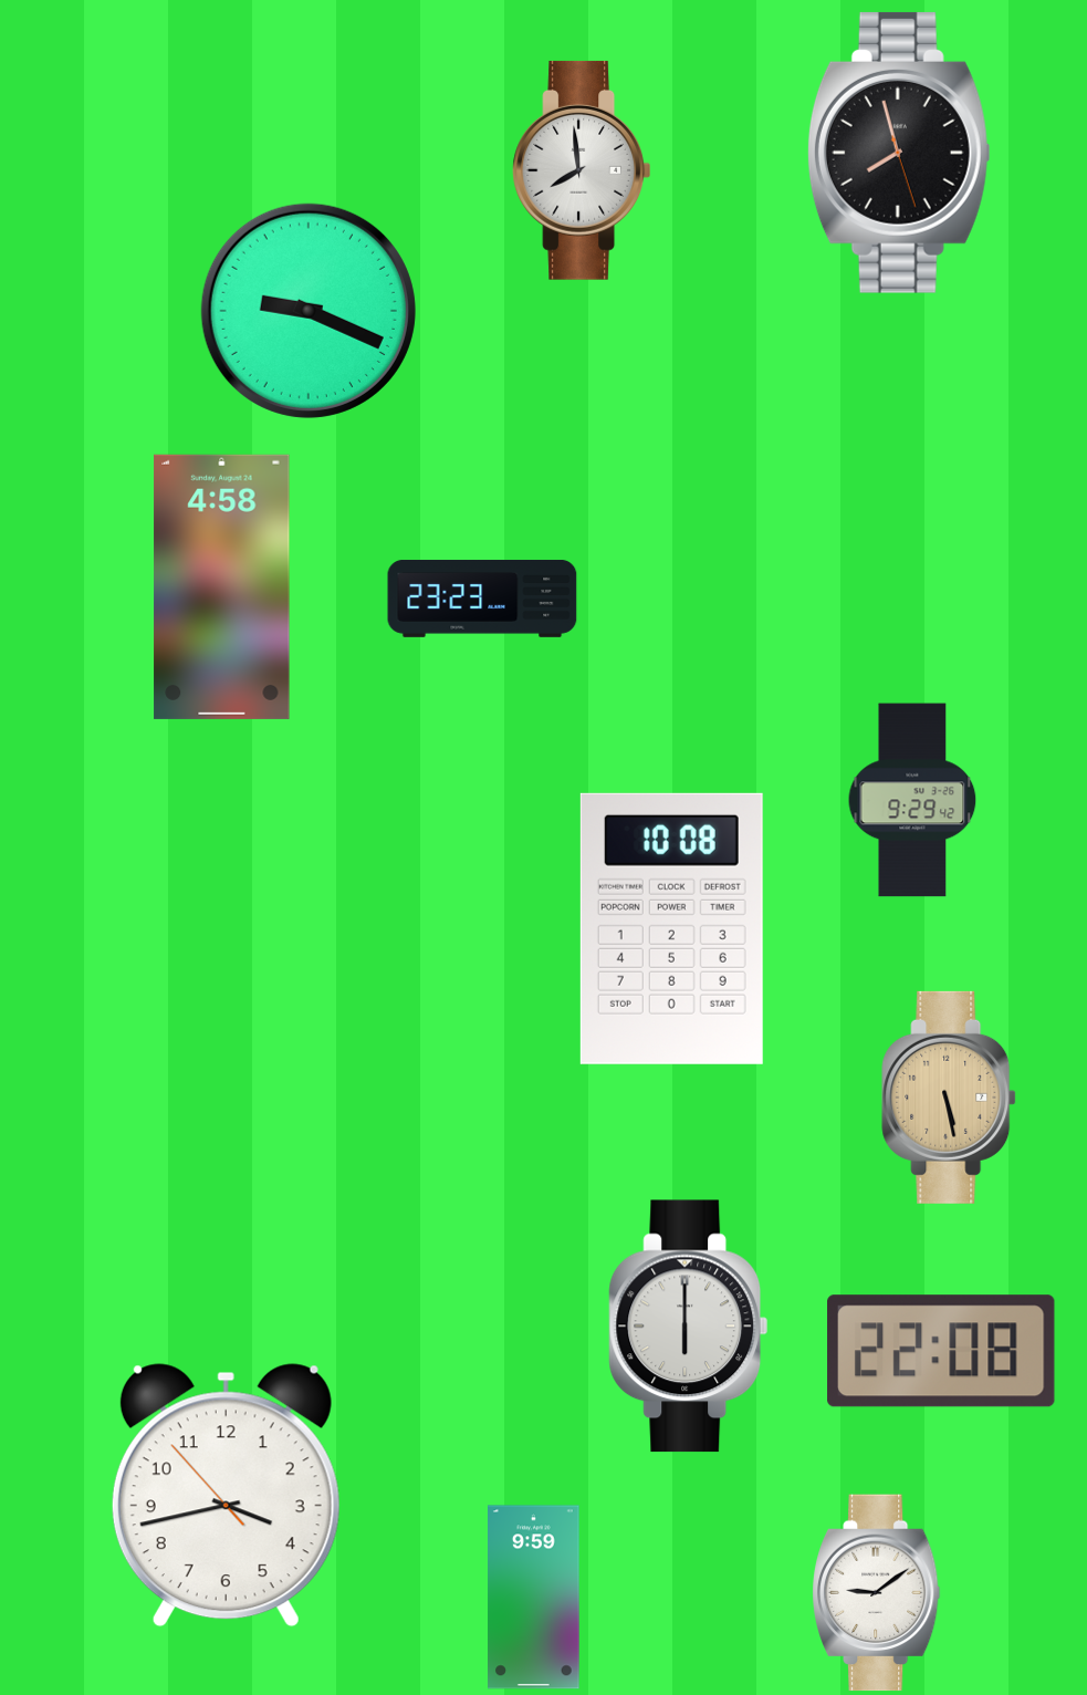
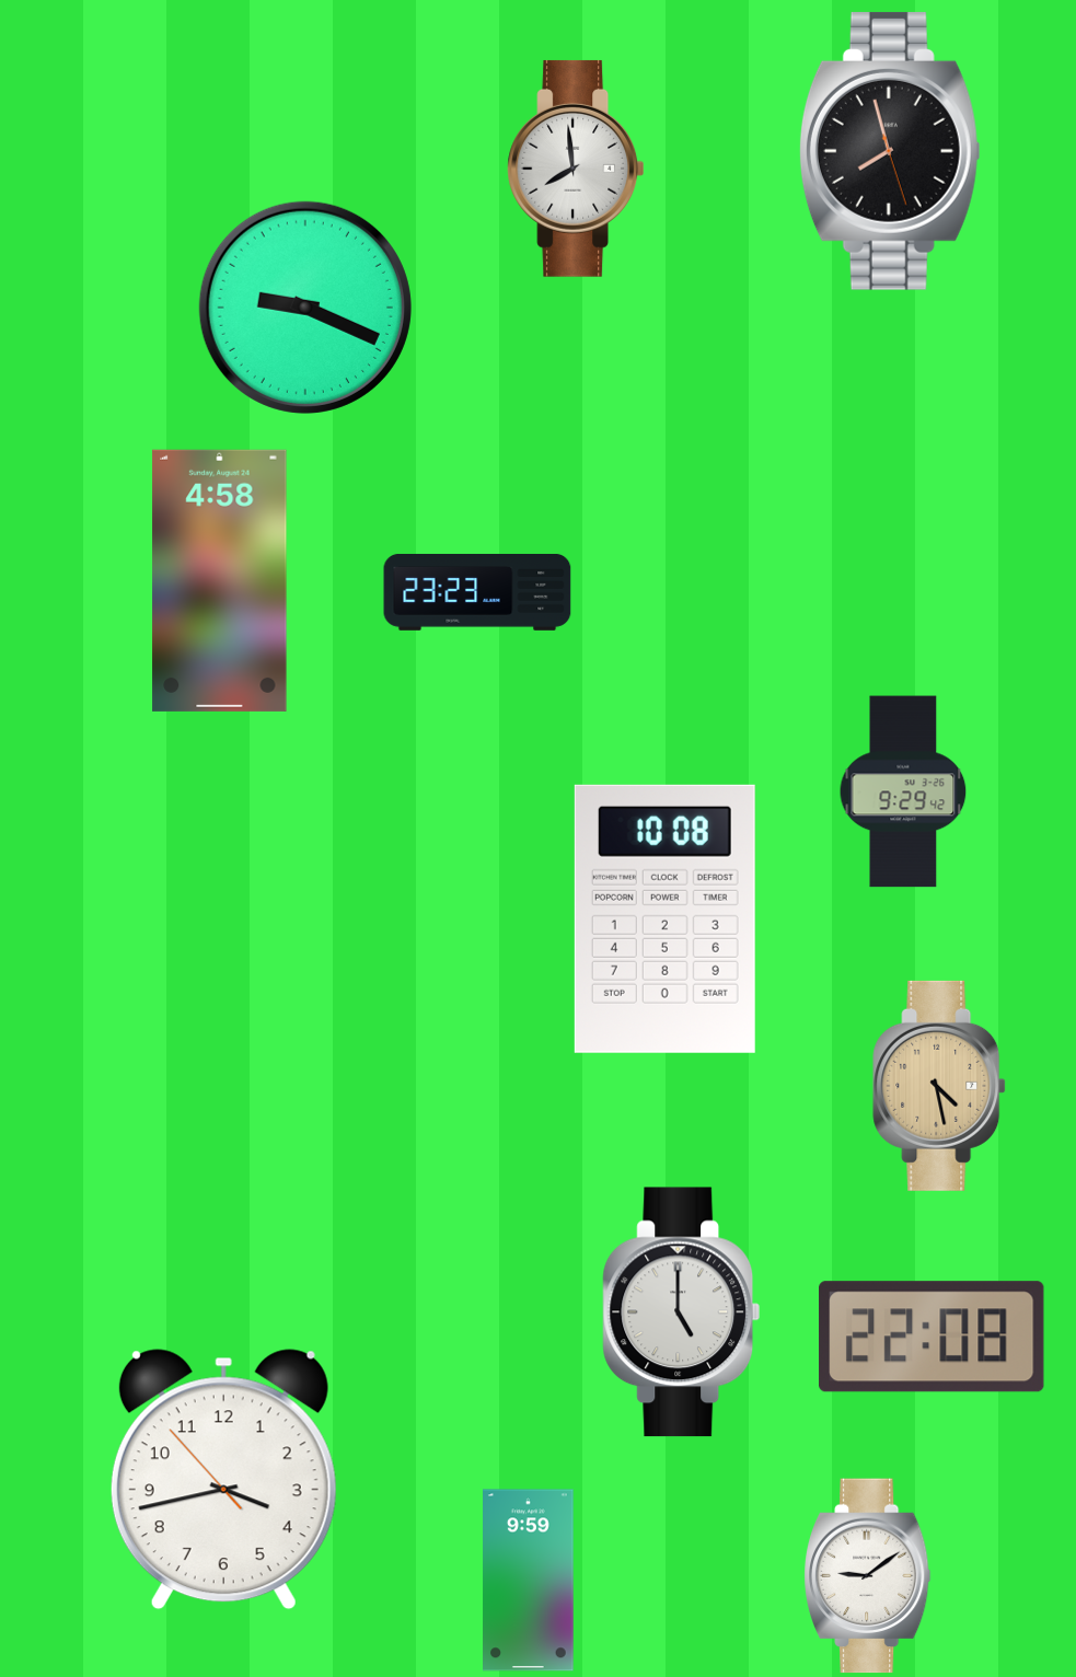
clock at (949, 1098): 5:28 -> 4:28
clock at (689, 1327): 6:00 -> 5:00
